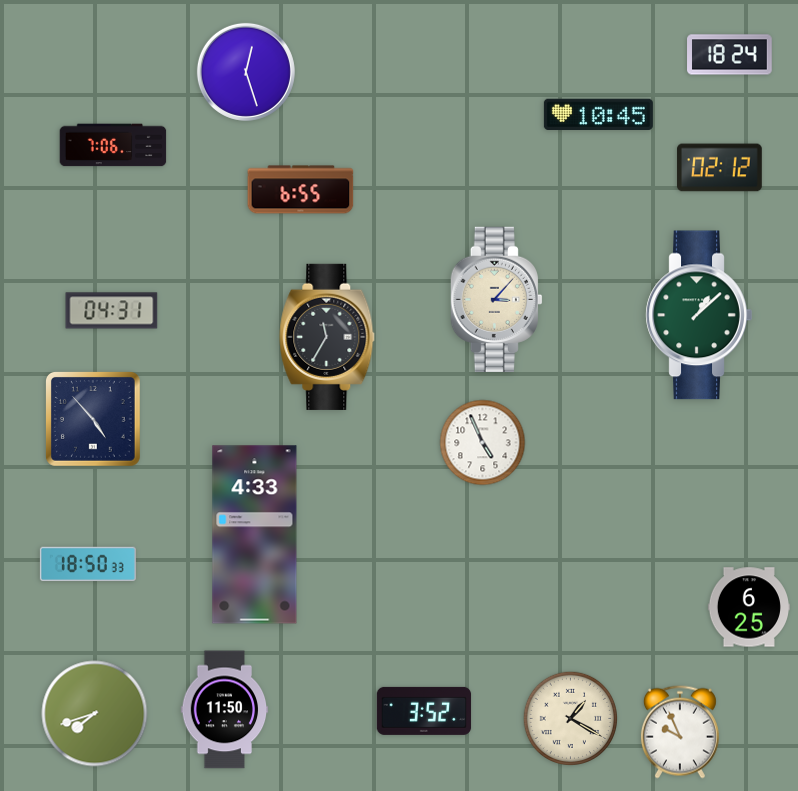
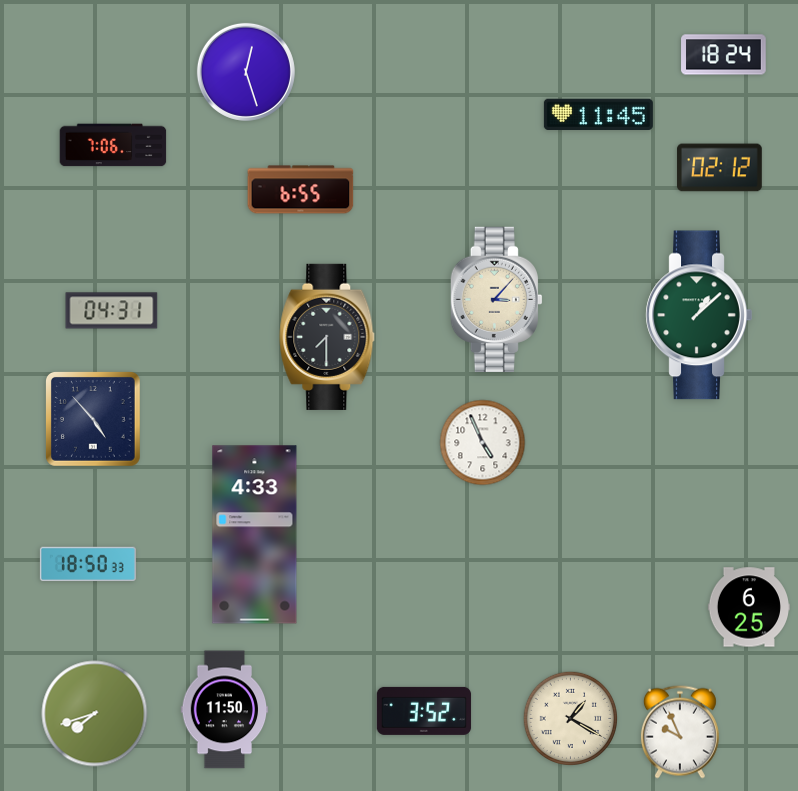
clock at (730, 55) position: (730, 55) -> (724, 55)
clock at (598, 114): 10:45 -> 11:45
clock at (327, 337): 11:35 -> 7:30
